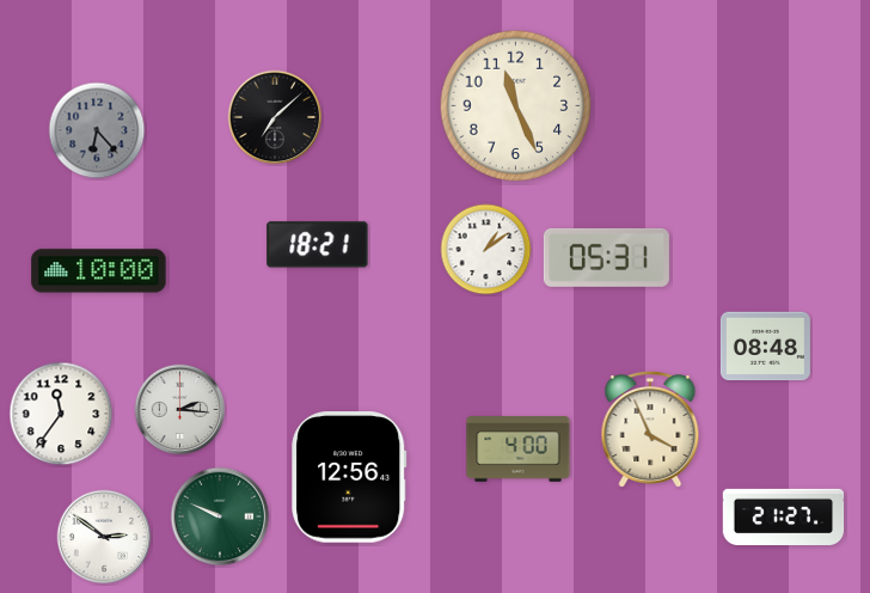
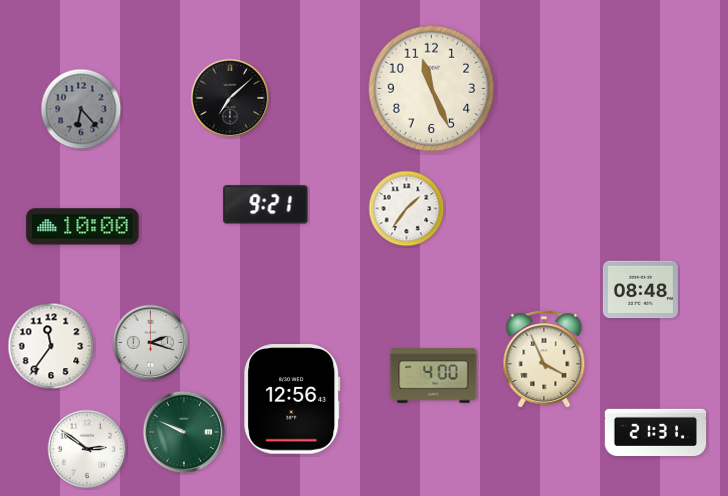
clock at (318, 245): 18:21 -> 9:21
clock at (486, 250): 1:09 -> 1:36
clock at (606, 257): 05:31 -> none
clock at (180, 410): 2:16 -> 2:18
clock at (784, 516): 21:27 -> 21:31
